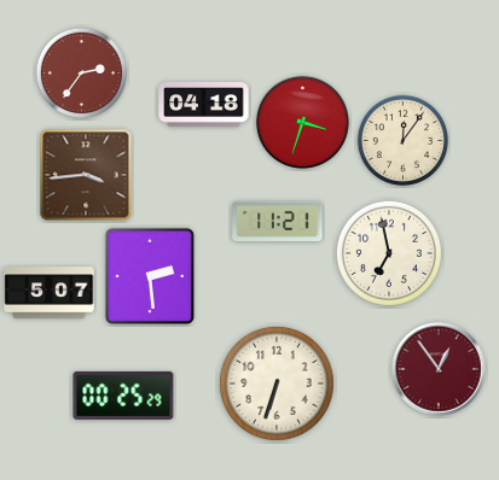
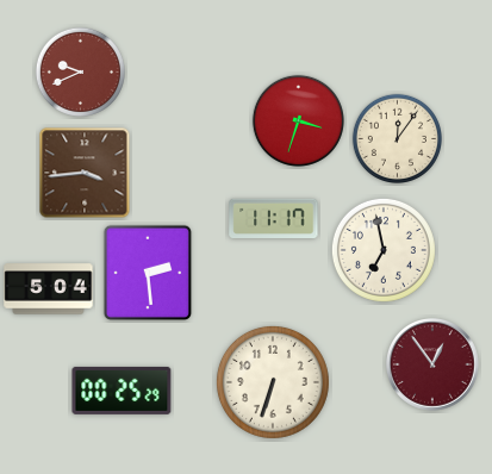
clock at (81, 72): 2:36 -> 9:41
clock at (204, 105): 04:18 -> none
clock at (278, 221): 11:21 -> 11:17
clock at (50, 293): 5:07 -> 5:04
clock at (277, 384) position: (277, 384) -> (273, 382)
